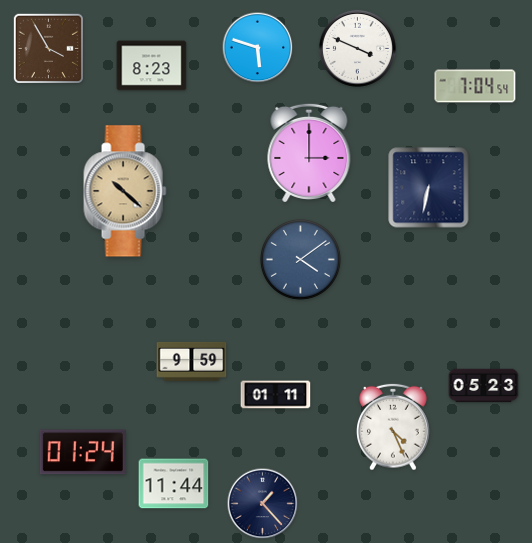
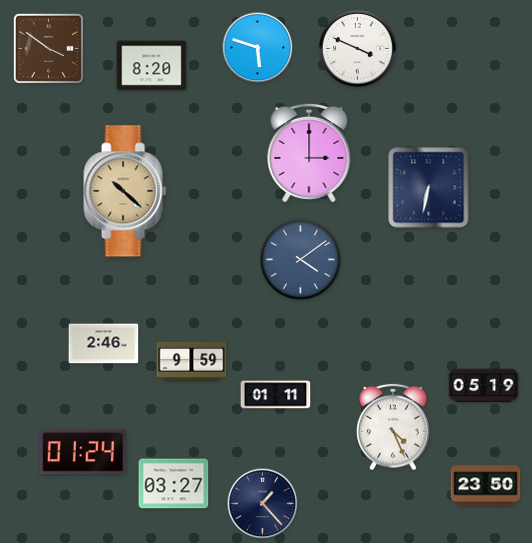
clock at (48, 48): 3:55 -> 3:51
clock at (152, 66): 8:23 -> 8:20
clock at (475, 86): 7:04 -> none
clock at (104, 344): none -> 2:46
clock at (484, 386): 05:23 -> 05:19
clock at (174, 484): 11:44 -> 03:27
clock at (486, 486): none -> 23:50
